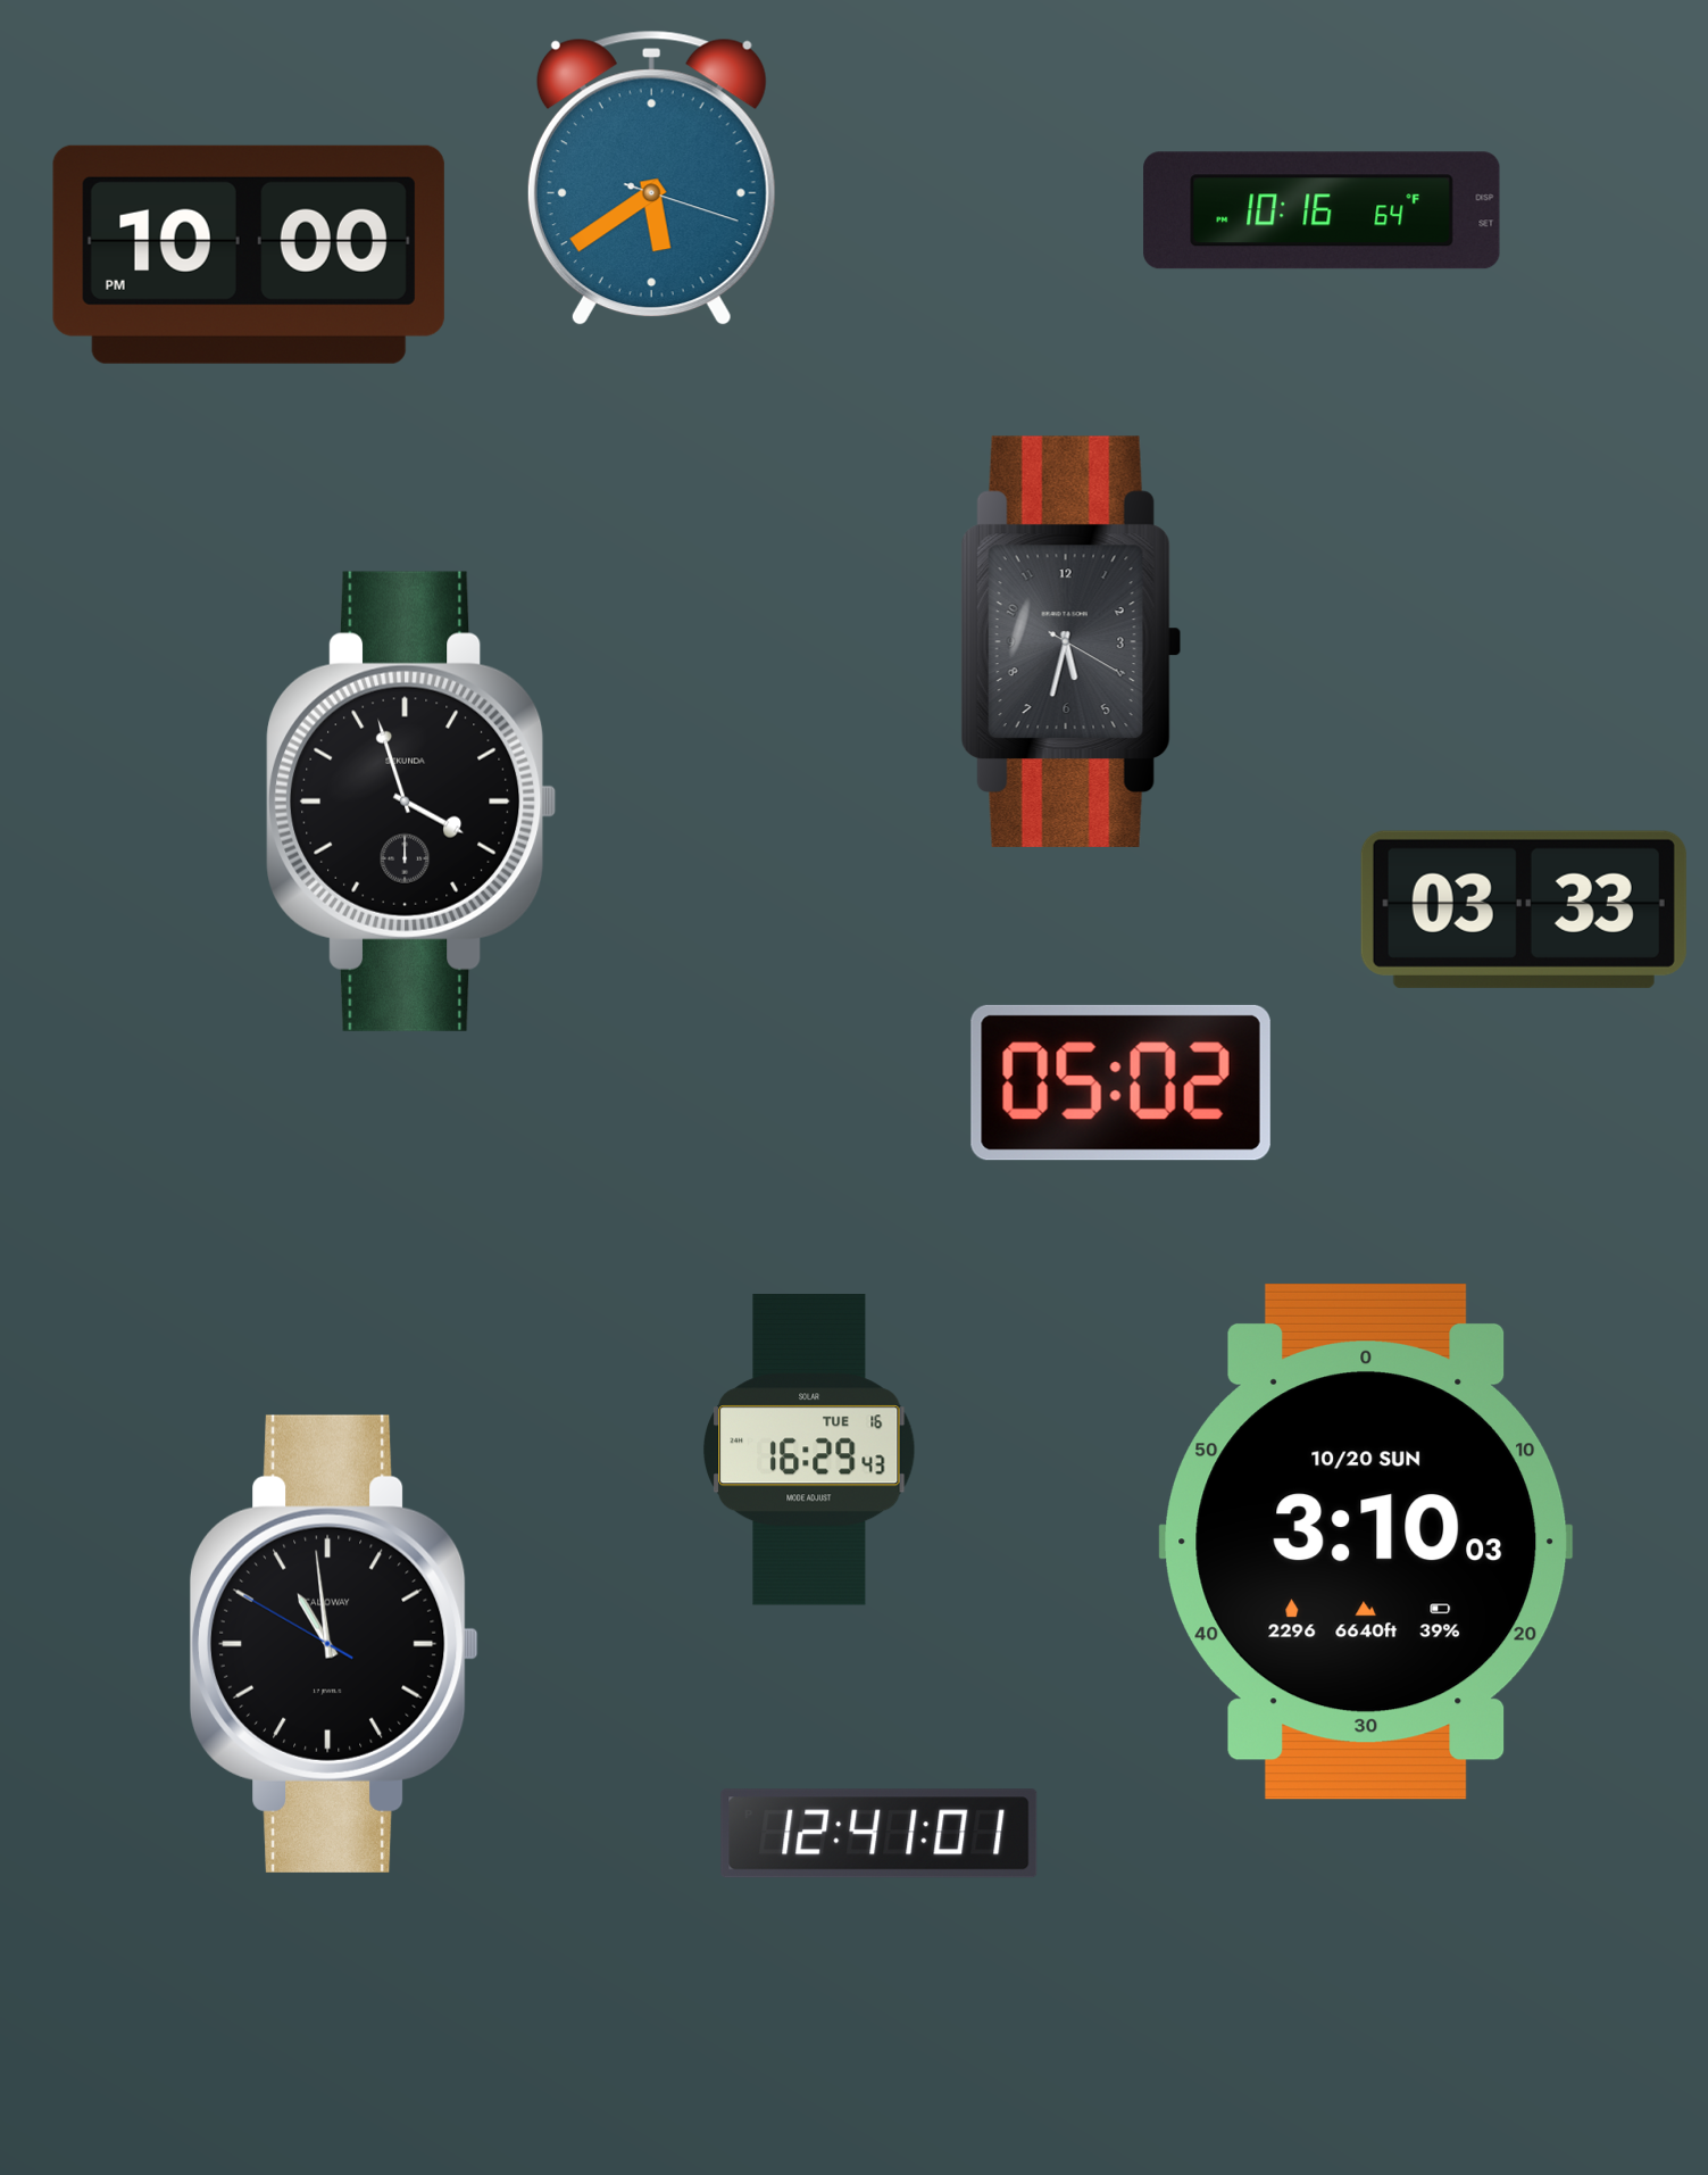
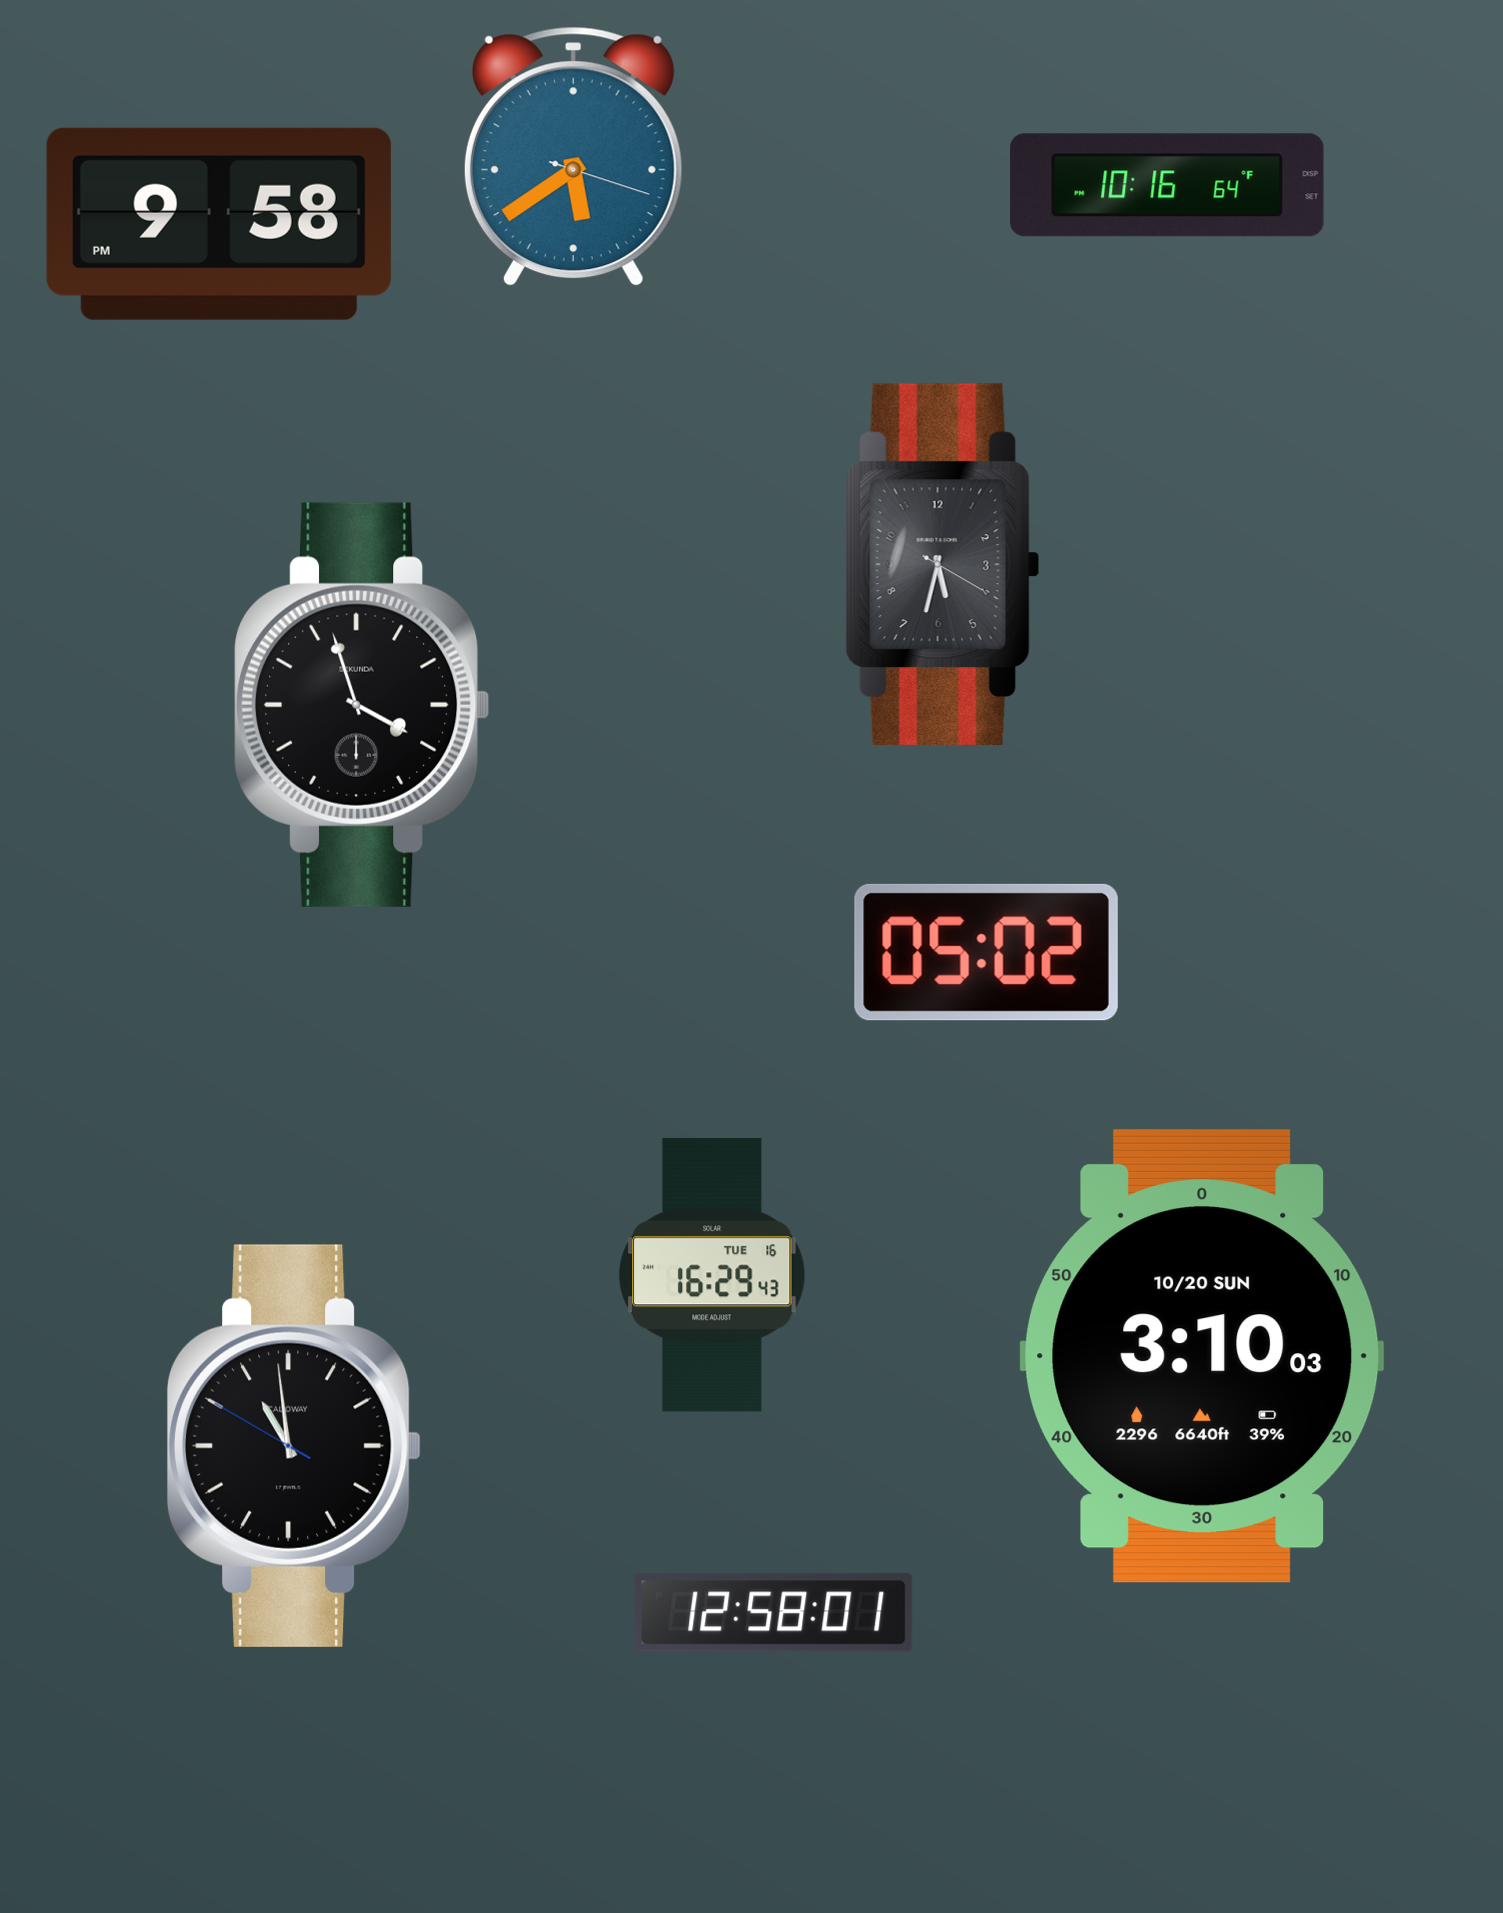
clock at (1322, 210) position: (1322, 210) -> (1167, 185)
clock at (249, 255): 10:00 -> 9:58
clock at (1524, 910): 03:33 -> none
clock at (880, 1834): 12:41 -> 12:58
